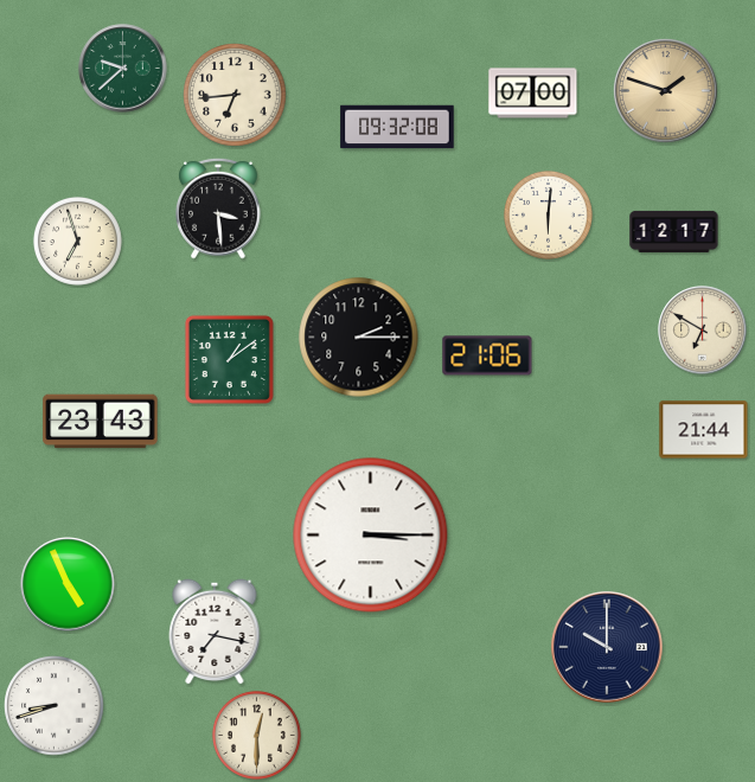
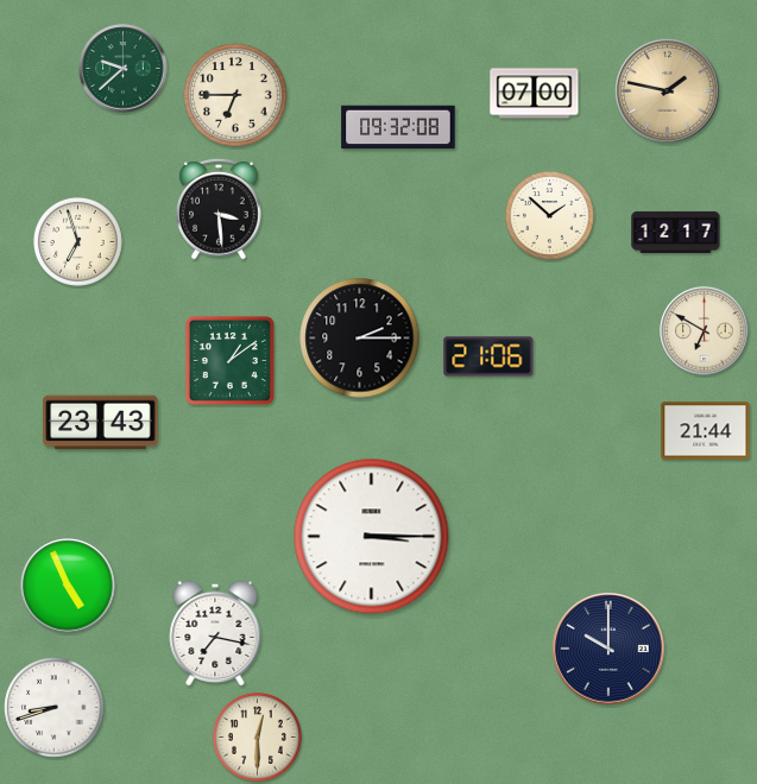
clock at (666, 91): 1:48 -> 1:47
clock at (235, 95): 6:44 -> 6:45
clock at (548, 214): 6:01 -> 1:52
